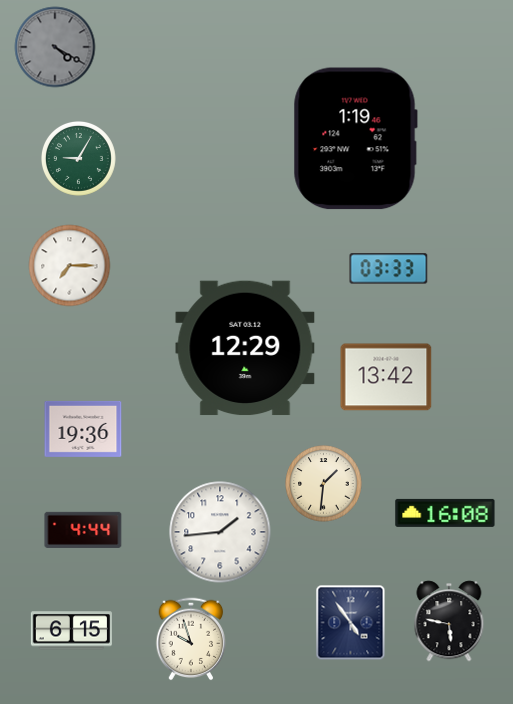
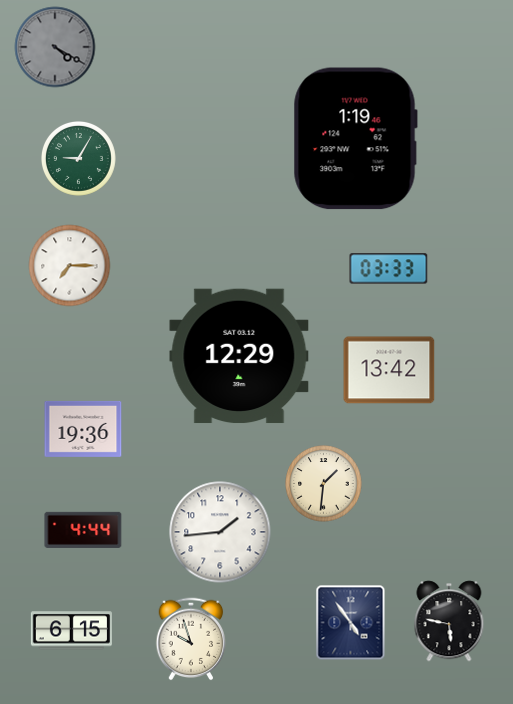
clock at (245, 348) position: (245, 348) -> (239, 356)
clock at (386, 377) position: (386, 377) -> (389, 370)
clock at (445, 513): 16:08 -> none
